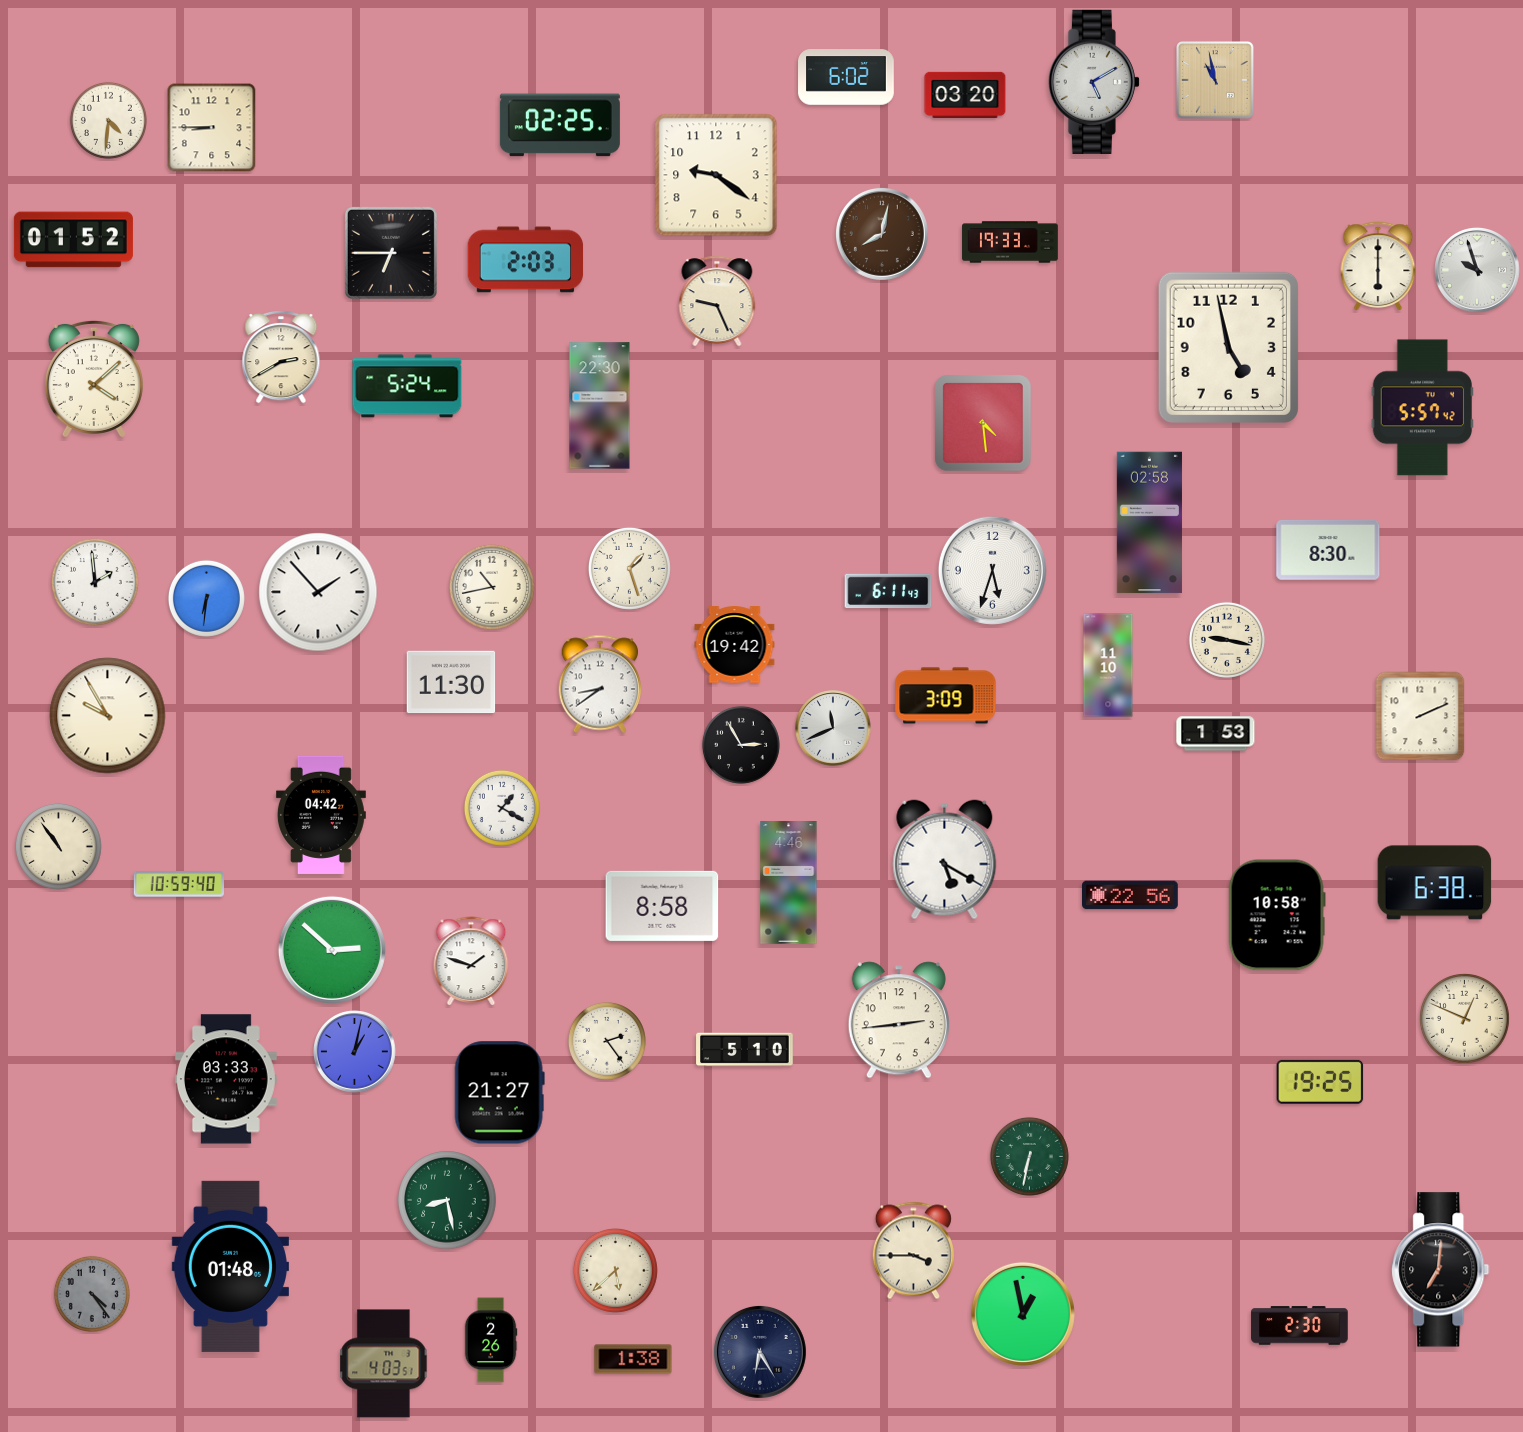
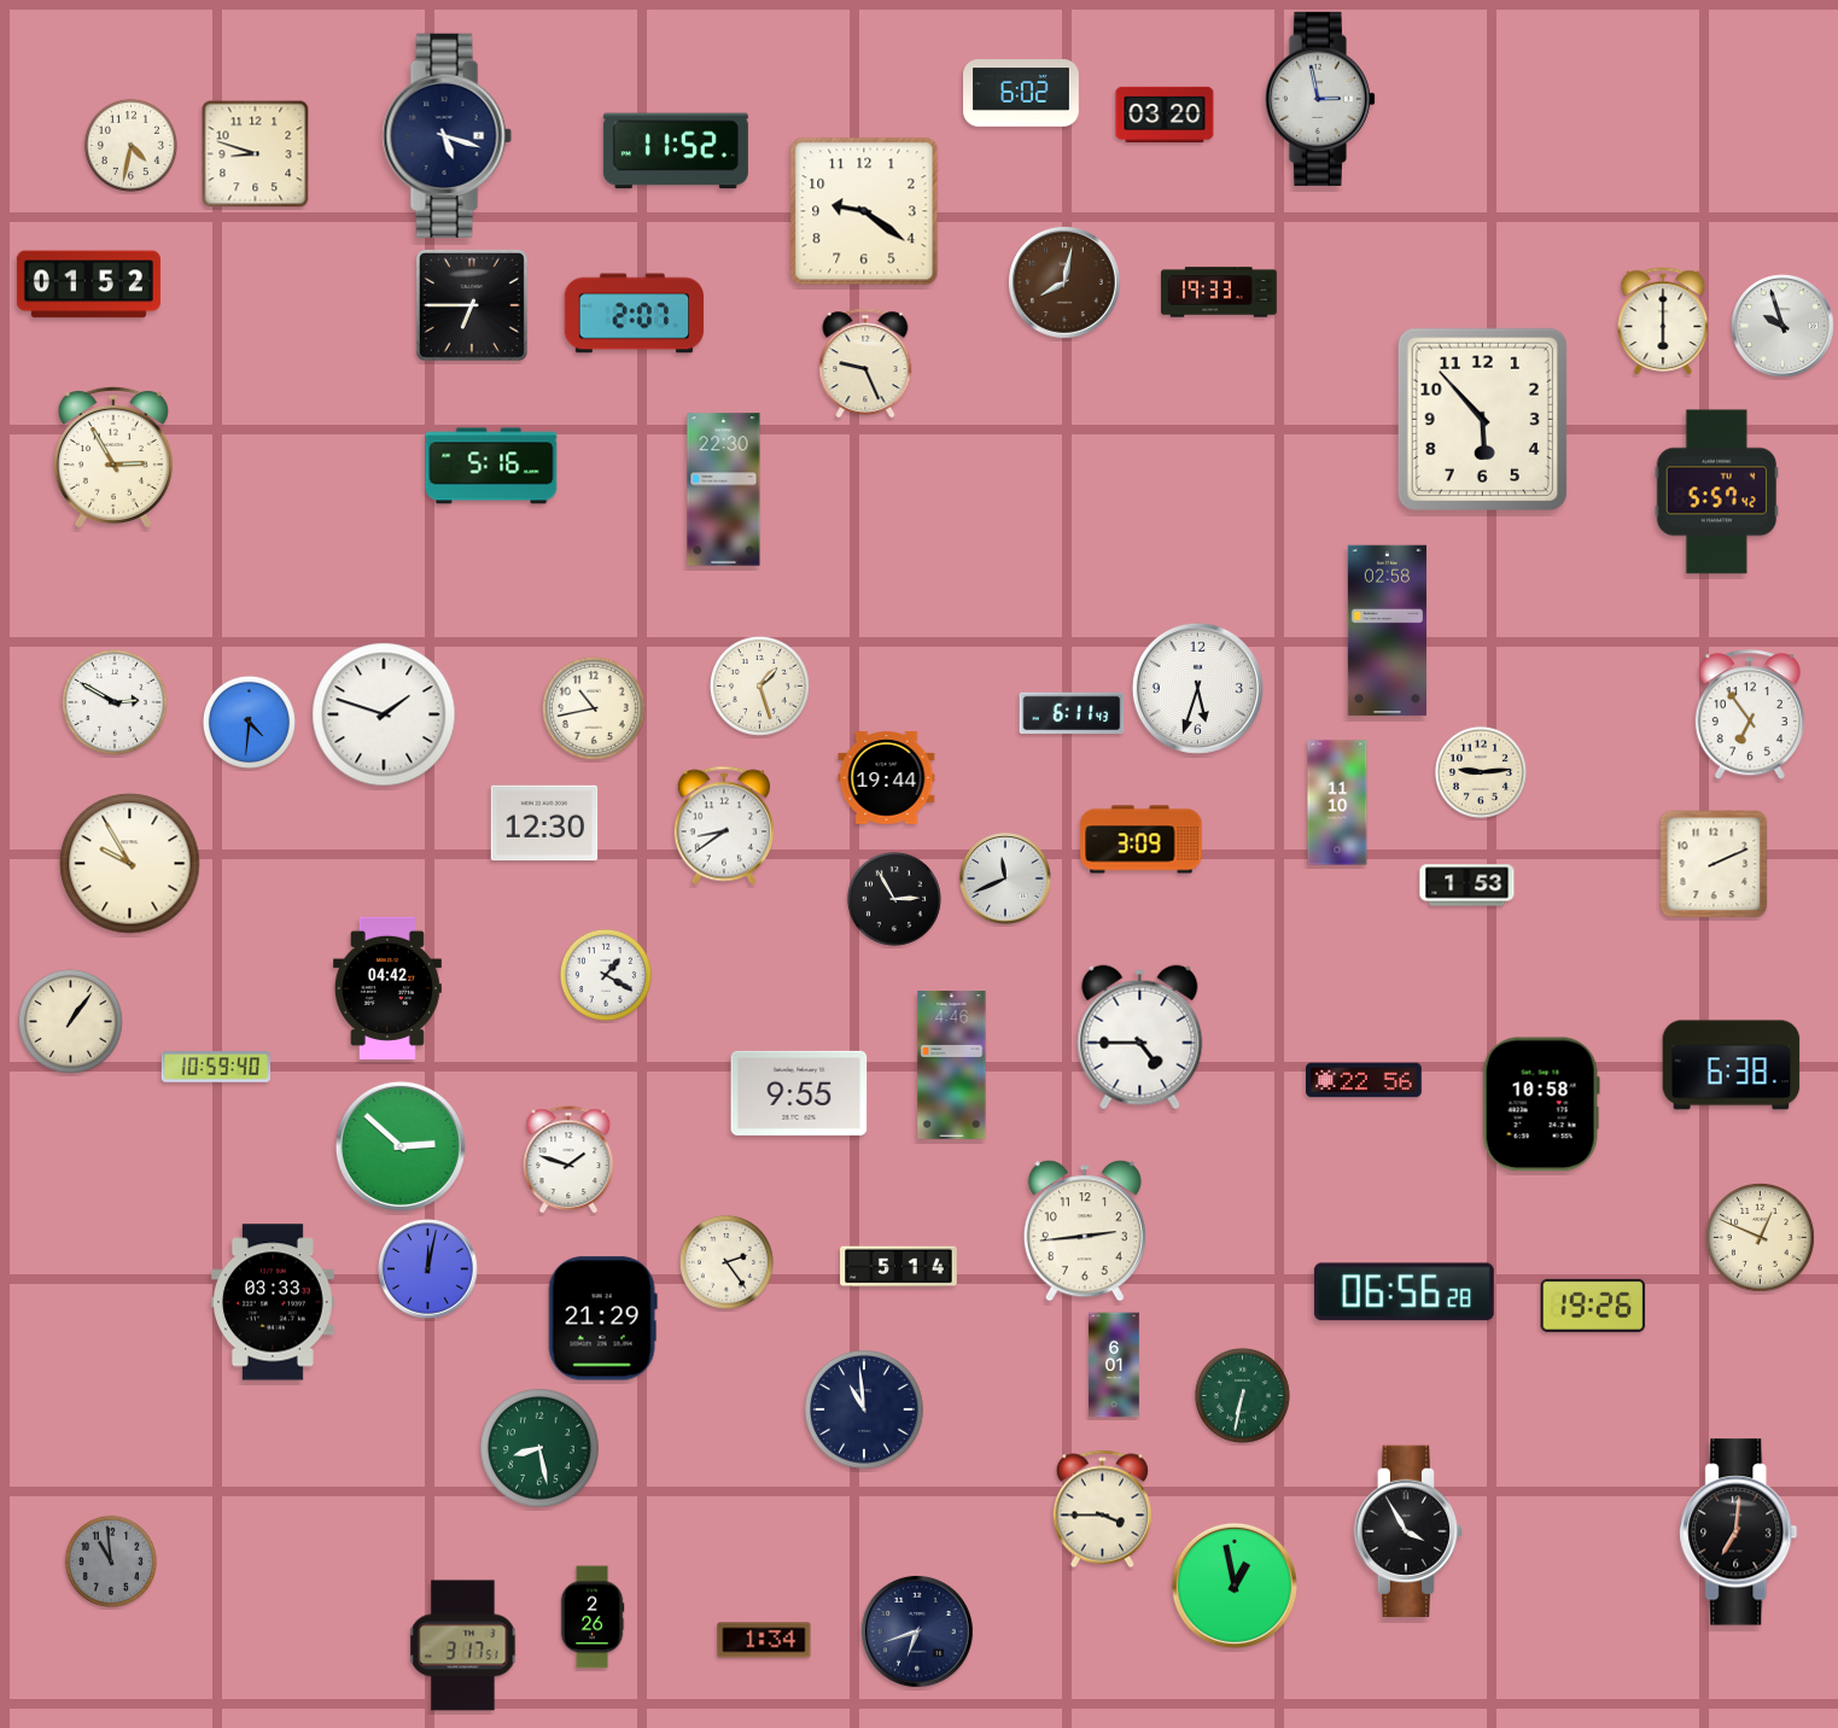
clock at (1215, 80): 10:58 -> none
clock at (1094, 82): 5:10 -> 2:58
clock at (447, 135): none -> 5:18
clock at (108, 120): 4:31 -> 4:32
clock at (560, 125): 02:25 -> 11:52
clock at (212, 128): 8:45 -> 8:48
clock at (73, 240) position: (73, 240) -> (88, 285)
clock at (526, 260): 2:03 -> 2:07
clock at (1228, 347): 4:58 -> 5:53
clock at (281, 358): 2:40 -> none
clock at (94, 378): 4:08 -> 2:55
clock at (407, 386): 5:24 -> 5:16
clock at (983, 423): 4:29 -> none
clock at (1328, 550): 8:30 -> none
clock at (95, 582): 1:59 -> 2:50
clock at (318, 592): 1:53 -> 1:48
clock at (1750, 716): none -> 6:54
clock at (206, 598): 6:31 -> 4:31
clock at (1227, 640): 9:17 -> 9:14
clock at (735, 645): 19:42 -> 19:44
clock at (451, 682): 11:30 -> 12:30
clock at (321, 815) position: (321, 815) -> (387, 988)
clock at (58, 846): 10:54 -> 1:06
clock at (945, 860): 5:20 -> 4:45
clock at (662, 906): 8:58 -> 9:55
clock at (1465, 1019) position: (1465, 1019) -> (1761, 1238)
clock at (607, 1041) position: (607, 1041) -> (727, 1262)
clock at (745, 1050): 5:10 -> 5:14
clock at (355, 1052): 1:02 -> 12:02
clock at (1404, 1292): none -> 06:56
clock at (1320, 1082): 19:25 -> 19:26
clock at (499, 1093): 21:27 -> 21:29
clock at (1115, 1365): none -> 6:01
clock at (864, 1409): none -> 10:59
clock at (230, 1266): 01:48 -> none
clock at (1407, 1530): none -> 3:55
clock at (615, 1270): 5:38 -> none
clock at (92, 1294): 4:24 -> 10:59
clock at (1300, 1326): 2:30 -> none
clock at (760, 1352): 6:25 -> 6:42
clock at (633, 1359): 1:38 -> 1:34
clock at (384, 1364): 4:03 -> 3:17
